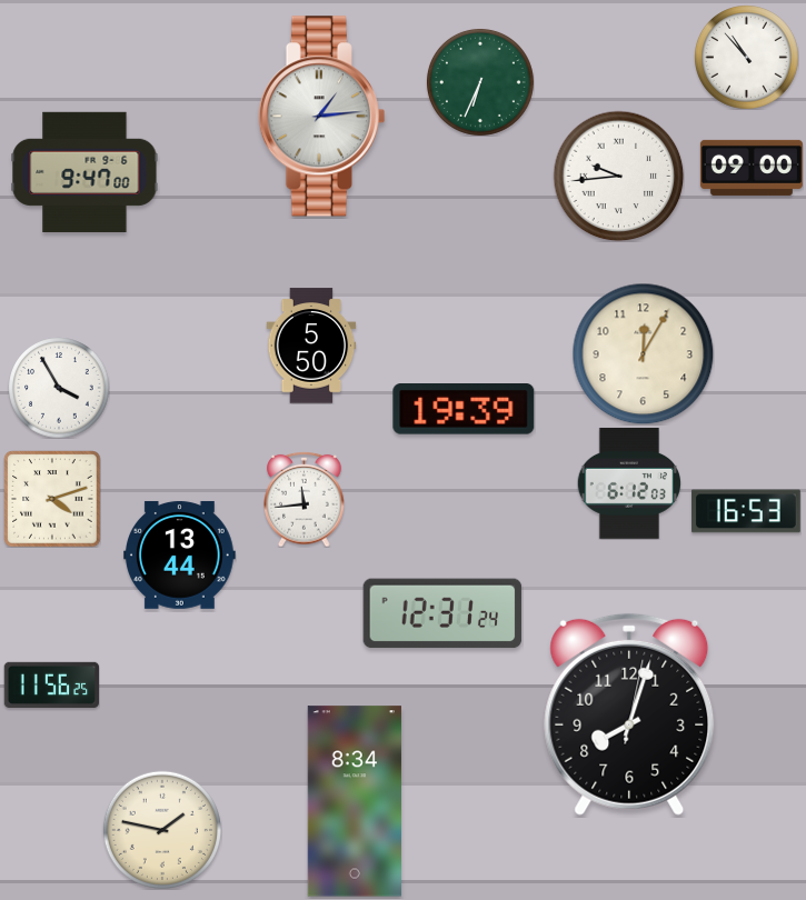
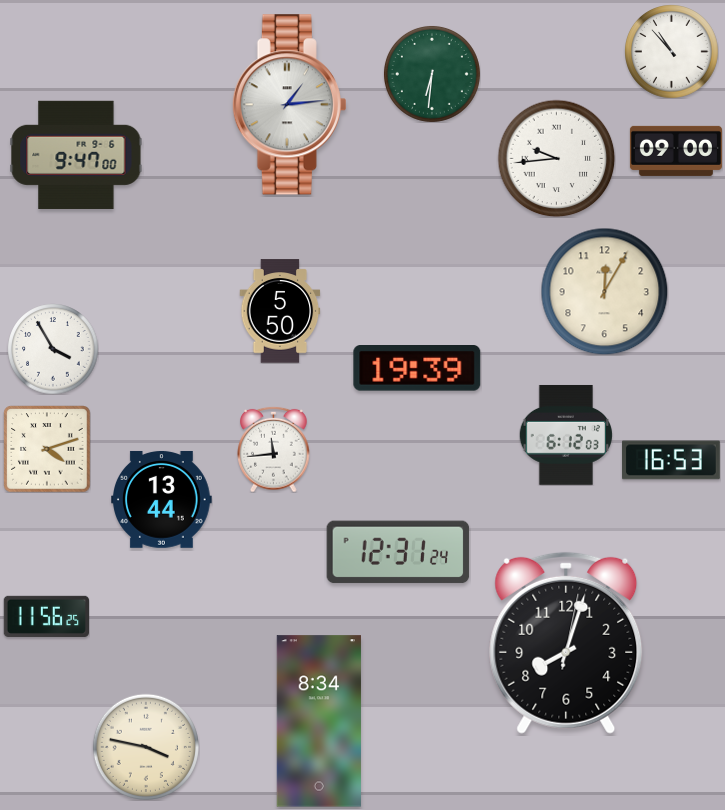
clock at (480, 82): 6:34 -> 6:31
clock at (643, 353) position: (643, 353) -> (604, 291)
clock at (162, 830): 1:47 -> 3:47
